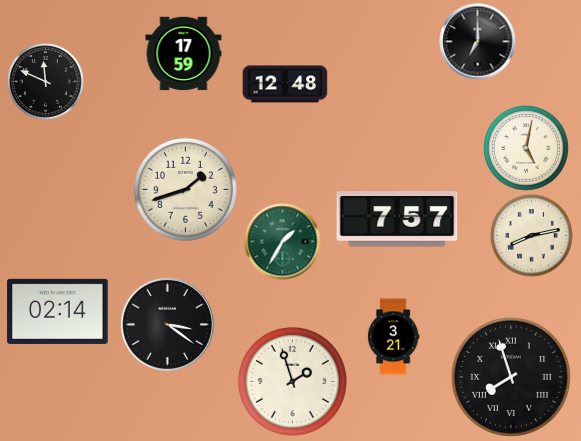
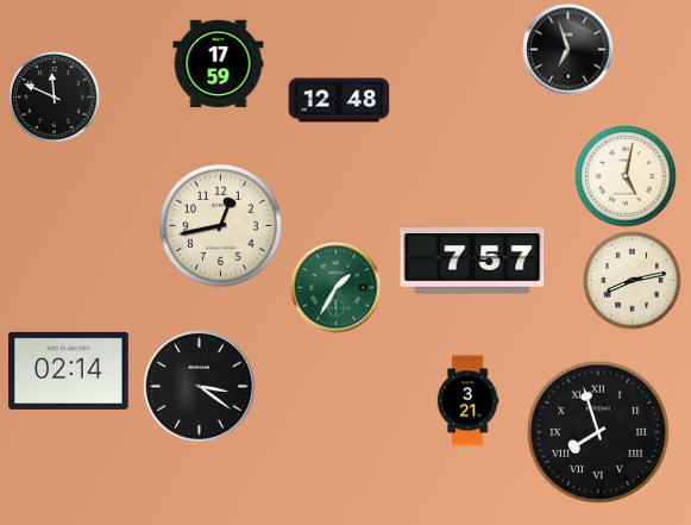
clock at (478, 42): 7:00 -> 6:57
clock at (185, 189): 1:42 -> 12:43
clock at (511, 377) position: (511, 377) -> (598, 432)
clock at (292, 381): 1:57 -> none
